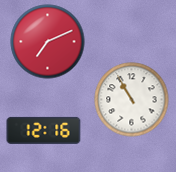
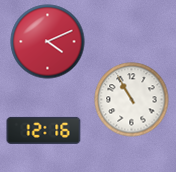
clock at (48, 42): 7:11 -> 4:11
